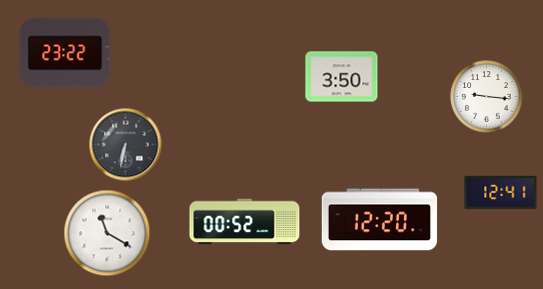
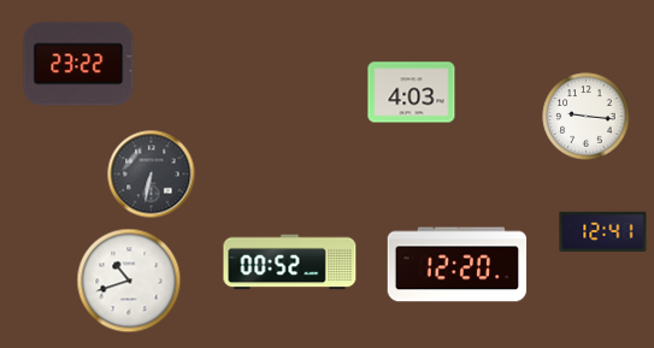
clock at (342, 77): 3:50 -> 4:03
clock at (245, 222) position: (245, 222) -> (290, 263)
clock at (107, 233): 11:20 -> 10:42
